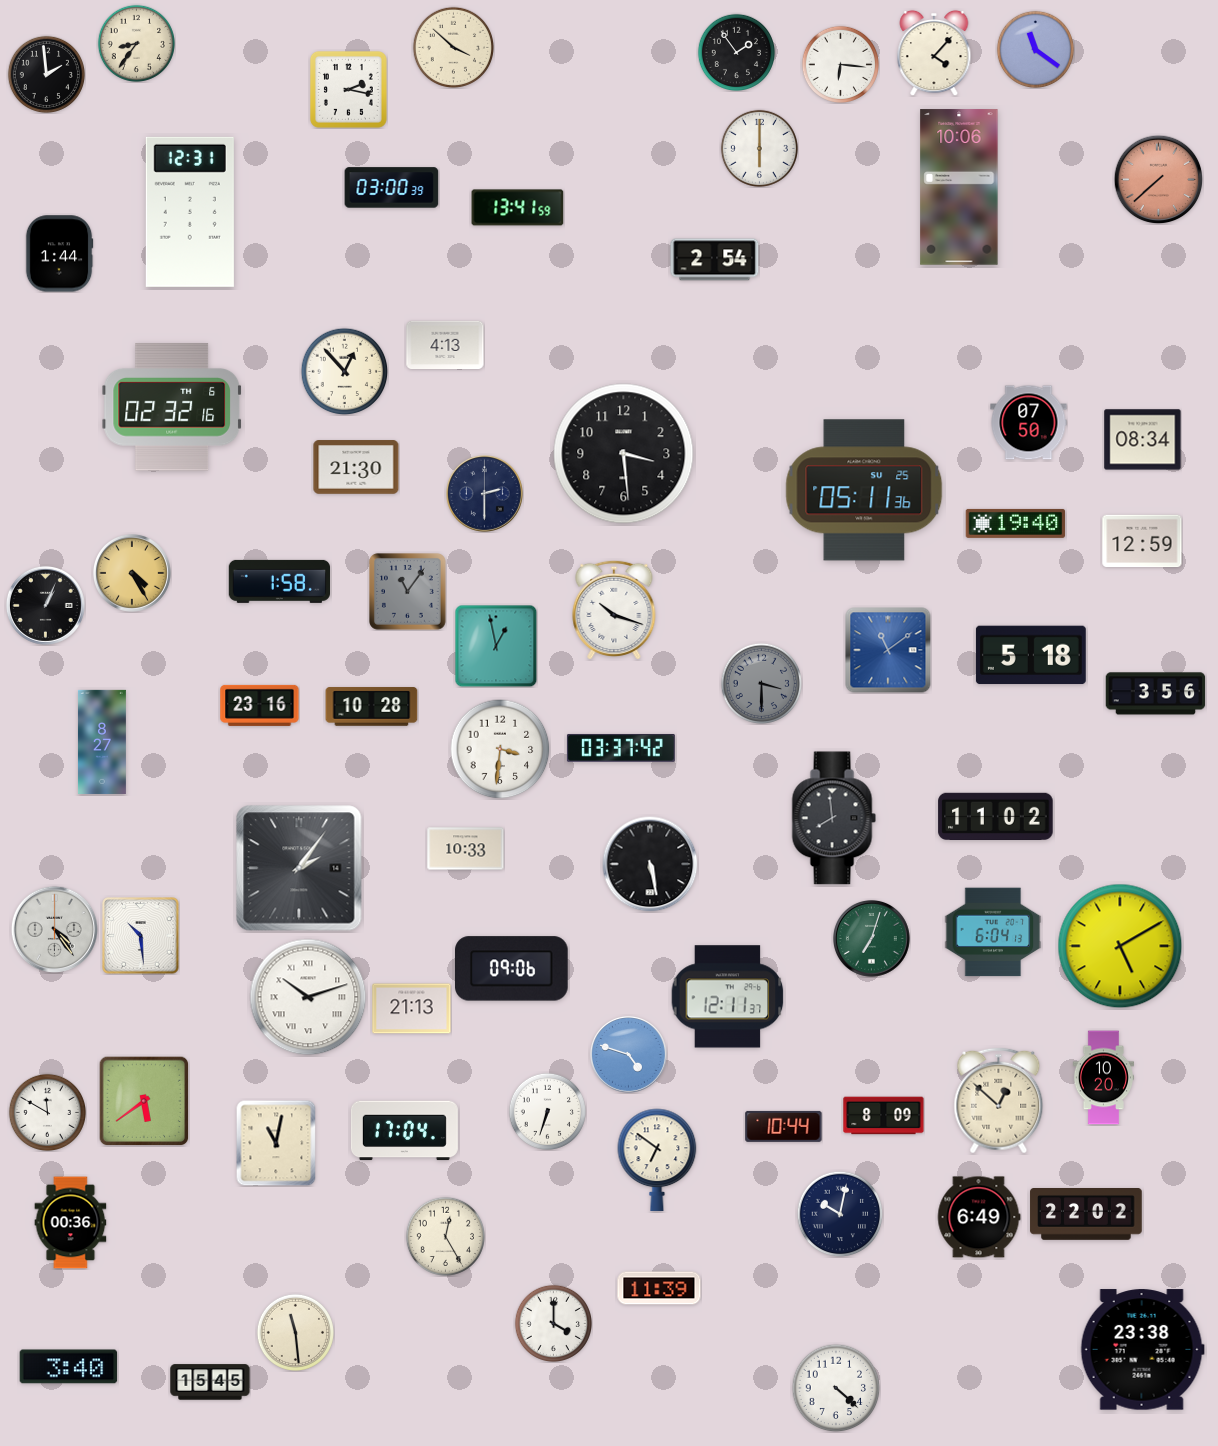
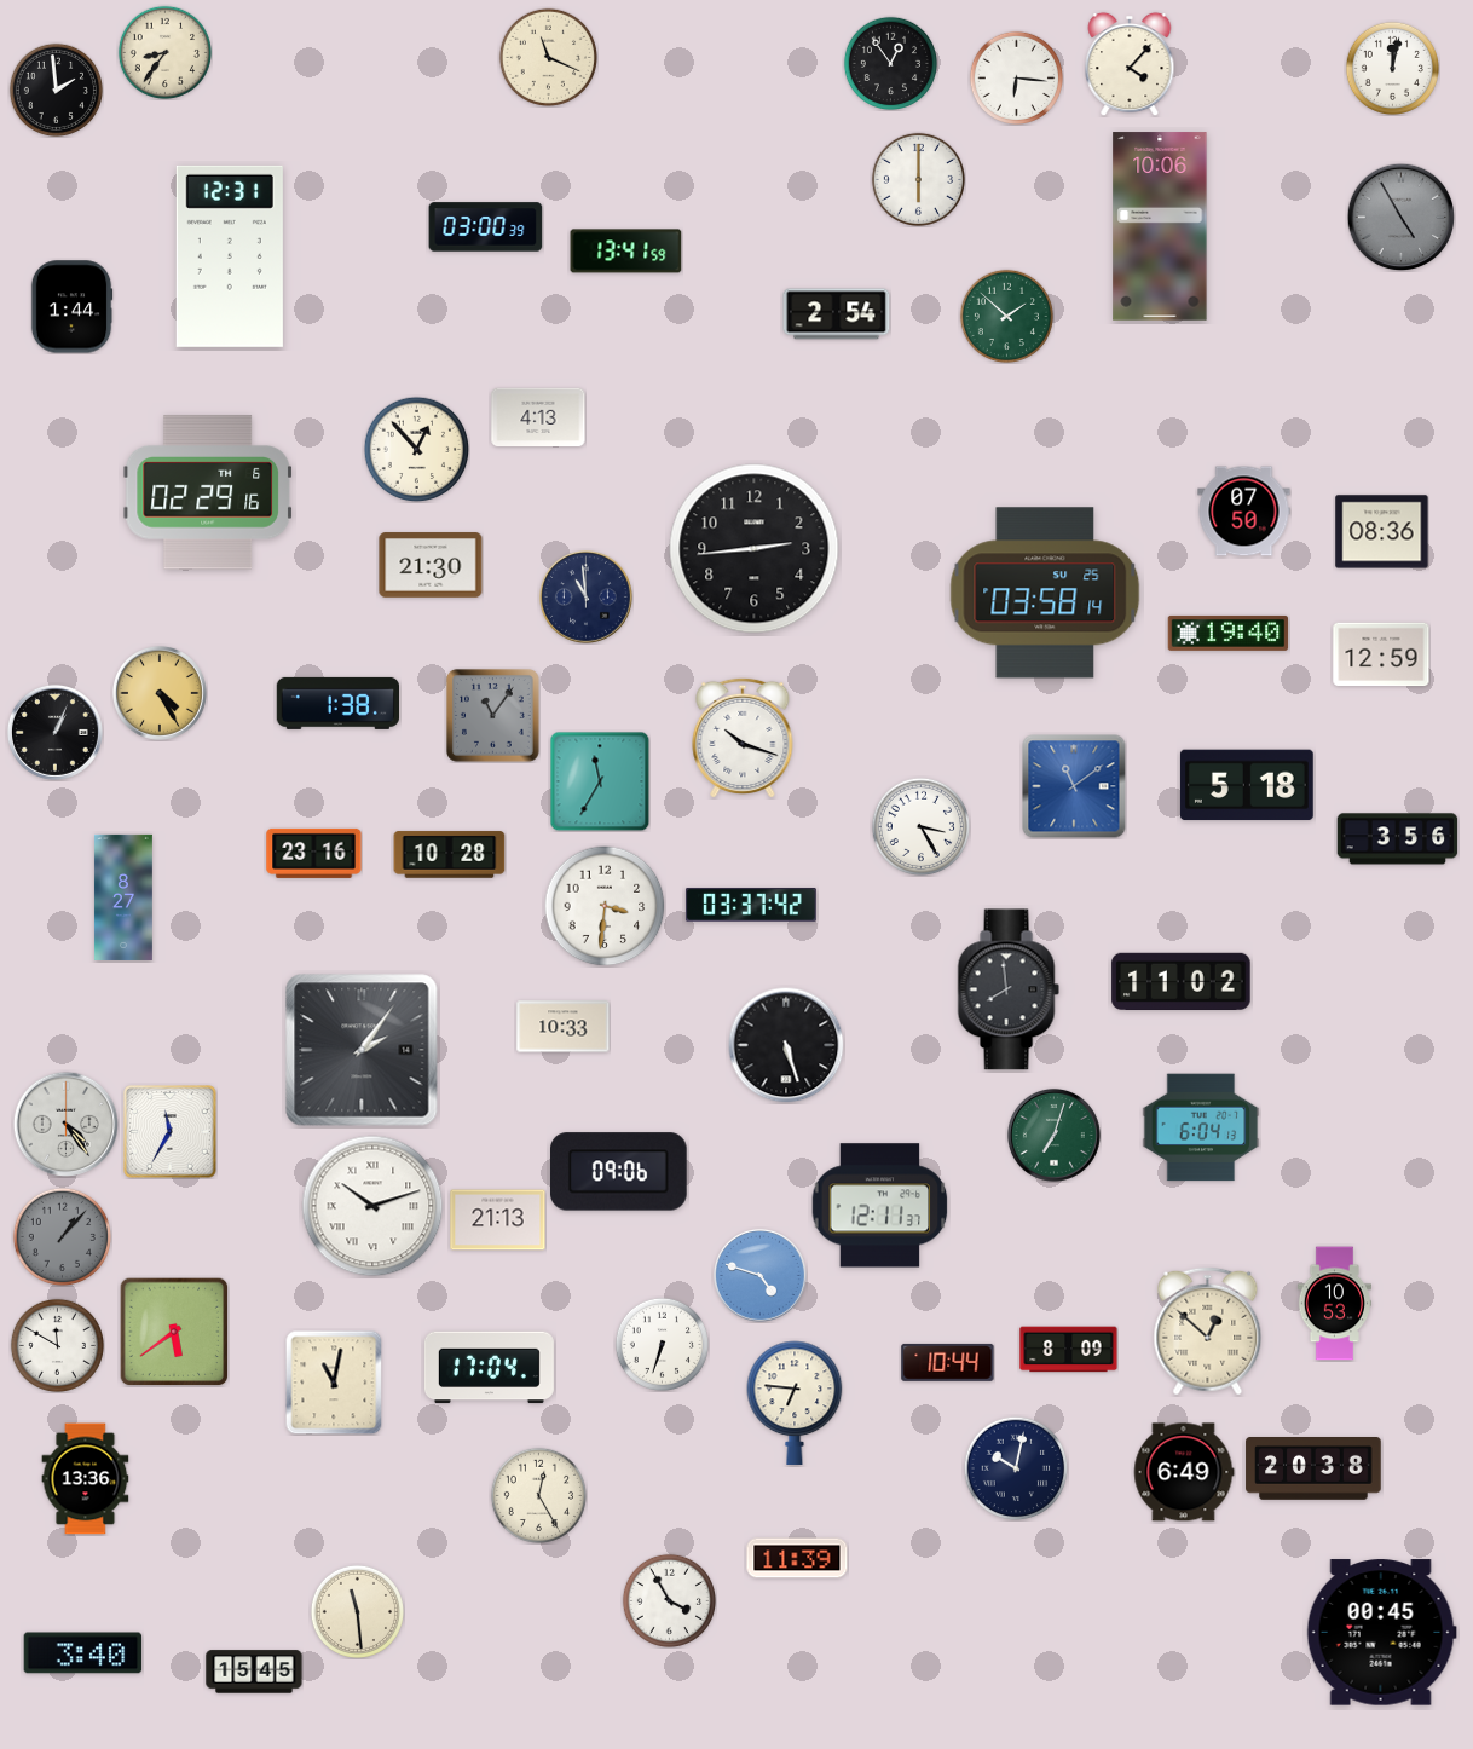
clock at (453, 47): 3:52 -> 11:19
clock at (1035, 49): 11:21 -> none
clock at (736, 52): 1:54 -> 12:54
clock at (1392, 68): none -> 12:02
clock at (348, 89): 2:17 -> none
clock at (1158, 179): 7:38 -> 4:55
clock at (1158, 179) dial: salmon -> grey
clock at (392, 188) position: (392, 188) -> (486, 227)
clock at (715, 260) position: (715, 260) -> (837, 314)
clock at (1006, 316): none -> 1:52
clock at (171, 407): 02:32 -> 02:29
clock at (1143, 440): 08:34 -> 08:36
clock at (624, 454): 3:29 -> 2:44
clock at (864, 490): 05:11 -> 03:58
clock at (485, 494): 2:30 -> 10:59
clock at (279, 581): 1:58 -> 1:38
clock at (496, 646): 12:58 -> 11:35
clock at (1031, 655) position: (1031, 655) -> (1247, 785)
clock at (761, 683): 3:30 -> 3:25
clock at (761, 683) dial: grey -> white
clock at (996, 816) position: (996, 816) -> (1182, 981)
clock at (650, 864): 5:28 -> 5:27
clock at (141, 936): 10:29 -> 11:35
clock at (1120, 946): 5:10 -> none
clock at (62, 1236): none -> 1:07
clock at (1103, 1078): 10:20 -> 10:53
clock at (657, 1160): 6:51 -> 6:46
clock at (1086, 1215): 22:02 -> 20:38
clock at (71, 1223): 00:36 -> 13:36
clock at (553, 1323): 4:00 -> 3:55
clock at (1142, 1350): 23:38 -> 00:45
clock at (836, 1388): 4:22 -> none
